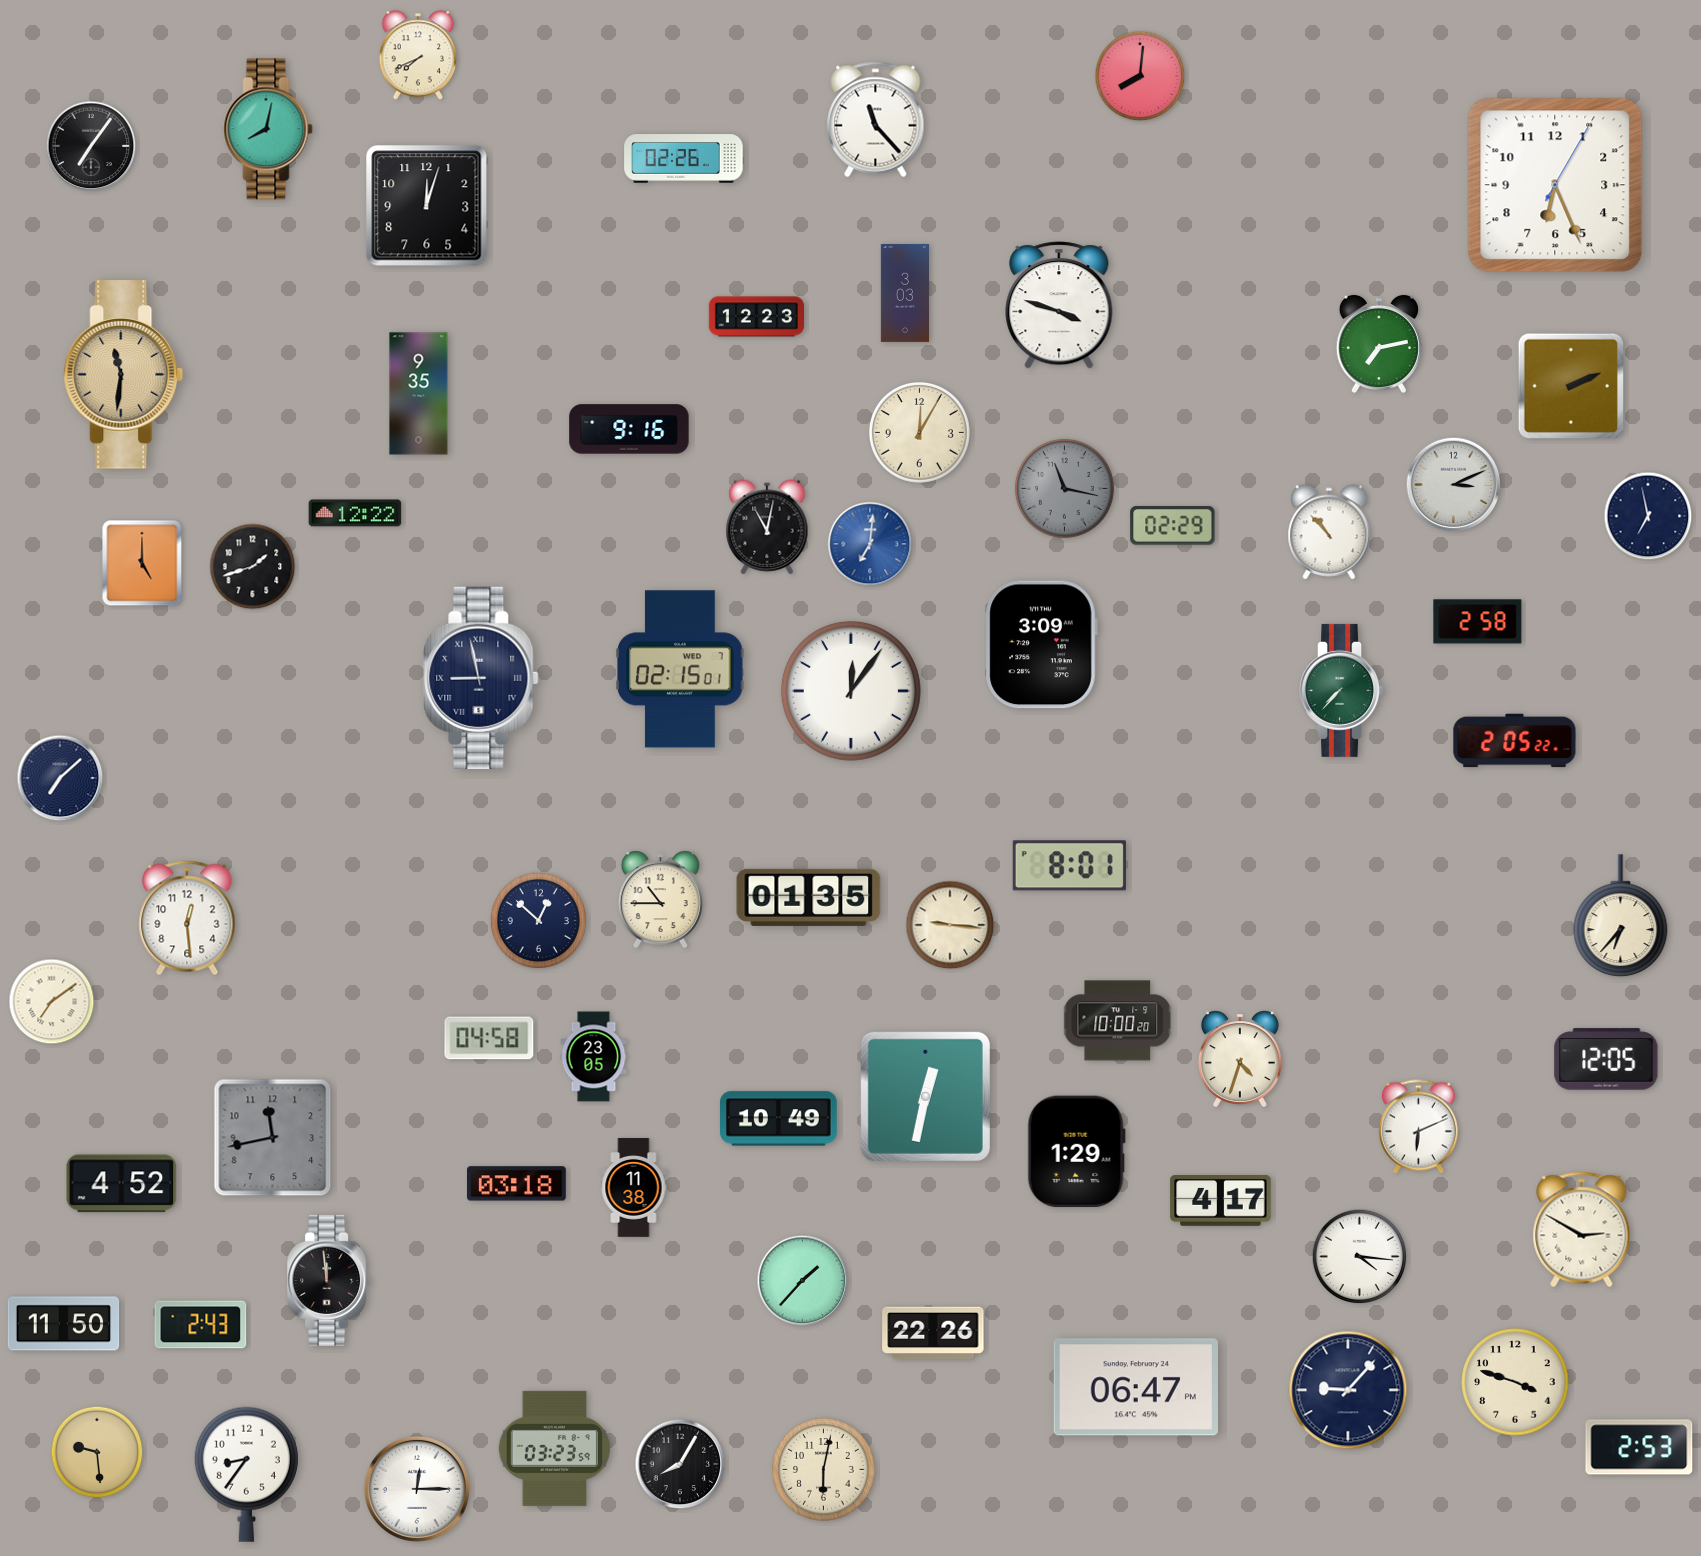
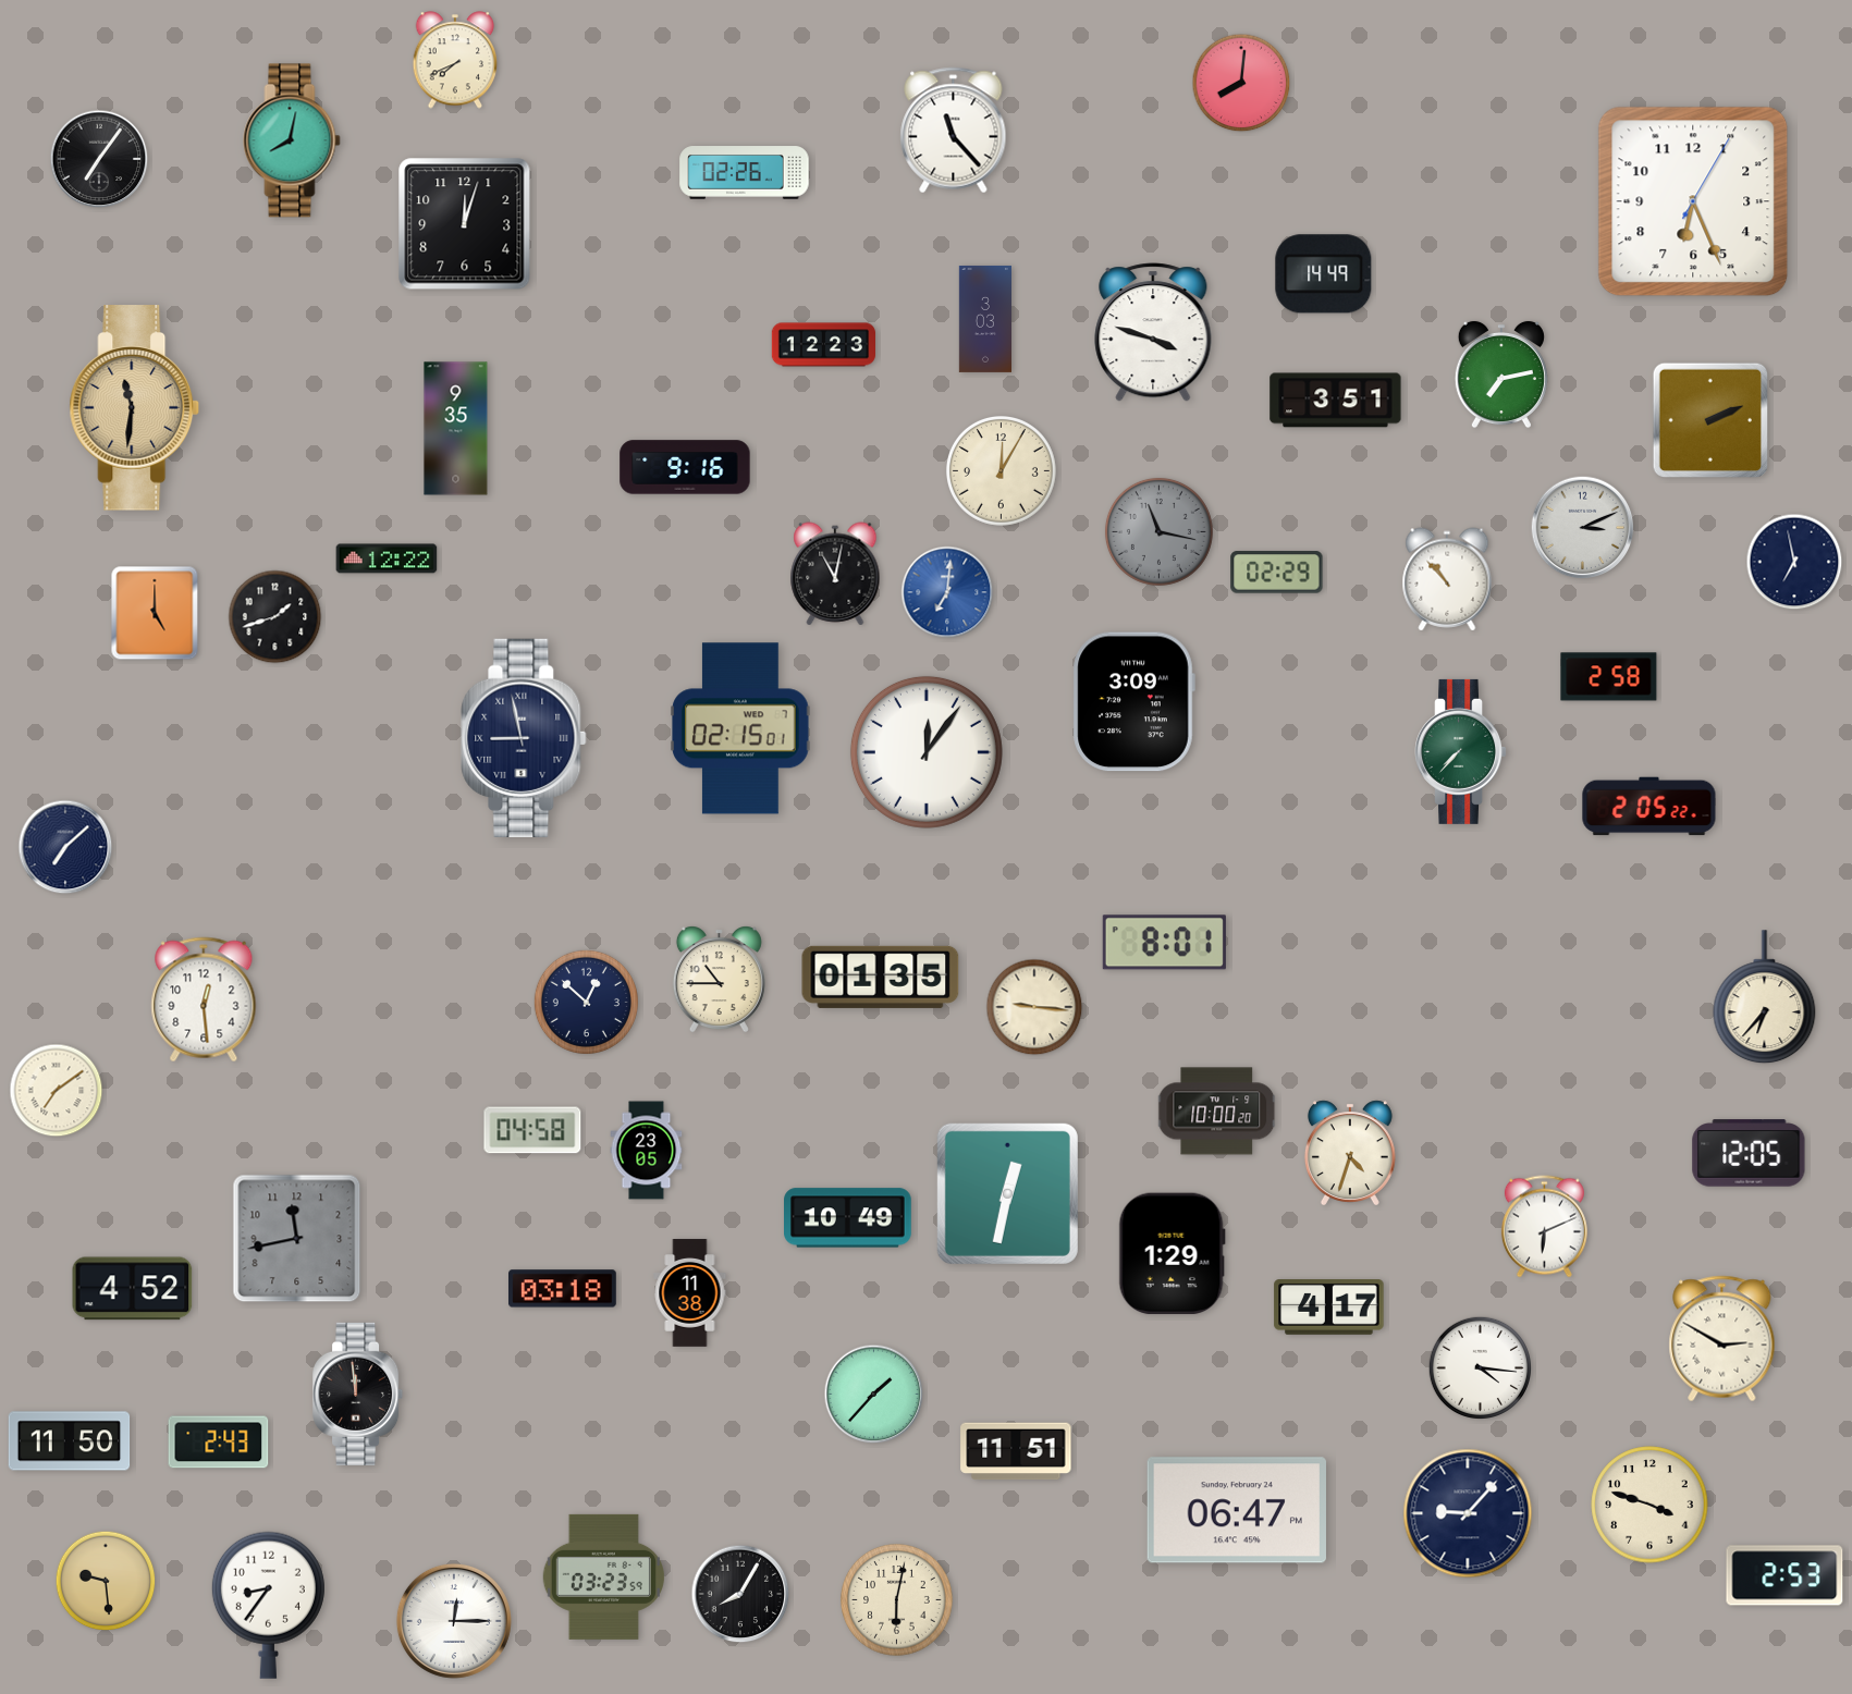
clock at (1324, 274): none -> 14:49
clock at (1336, 401): none -> 3:51
clock at (933, 1333): 22:26 -> 11:51
